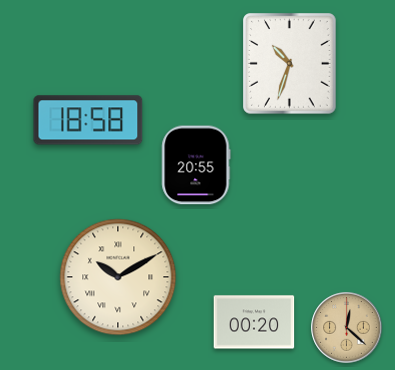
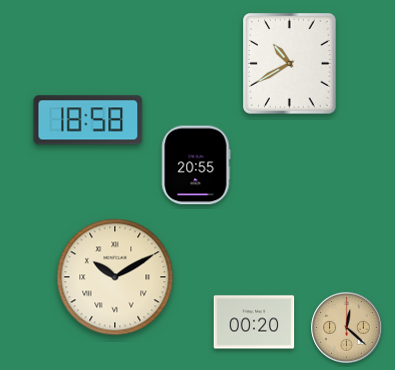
clock at (290, 64): 10:33 -> 10:40
clock at (118, 277) position: (118, 277) -> (115, 277)
